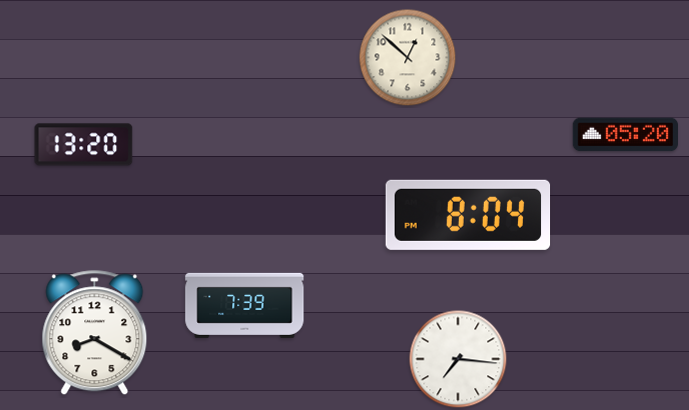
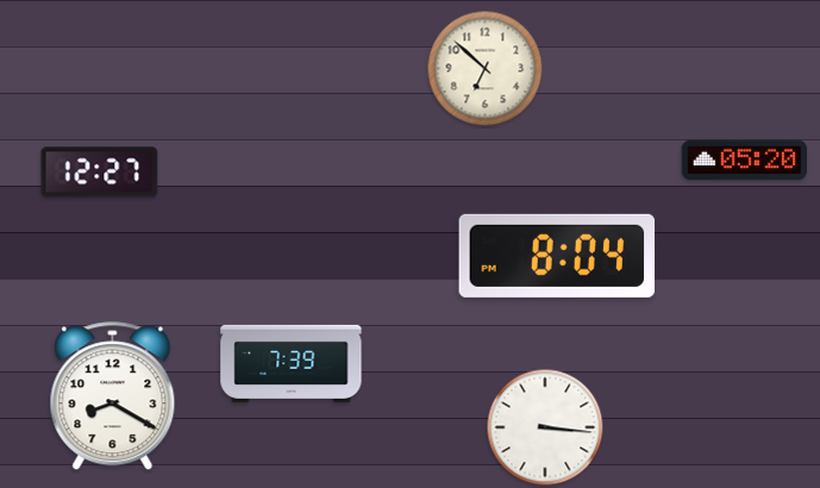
clock at (408, 58): 12:52 -> 6:52
clock at (84, 145): 13:20 -> 12:27
clock at (458, 359): 7:16 -> 3:16
